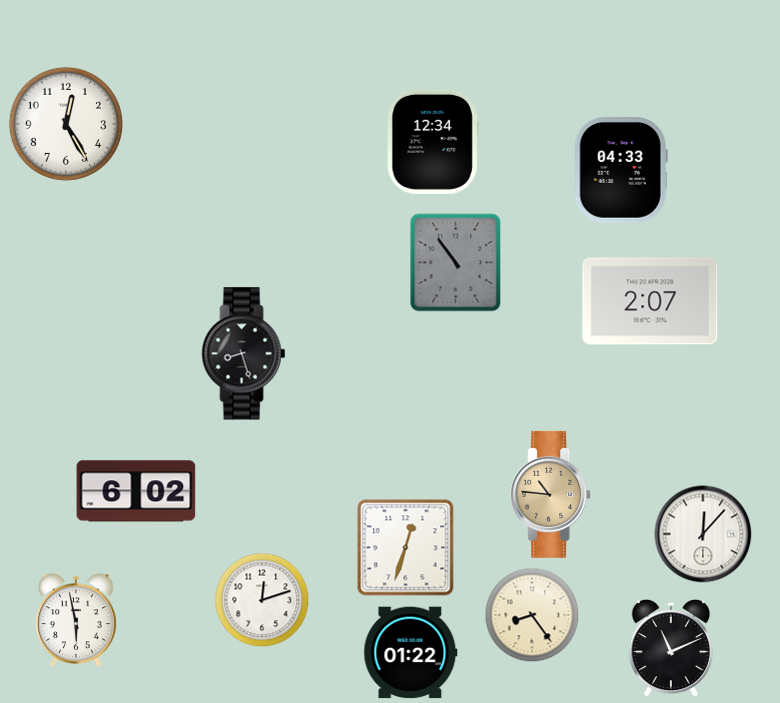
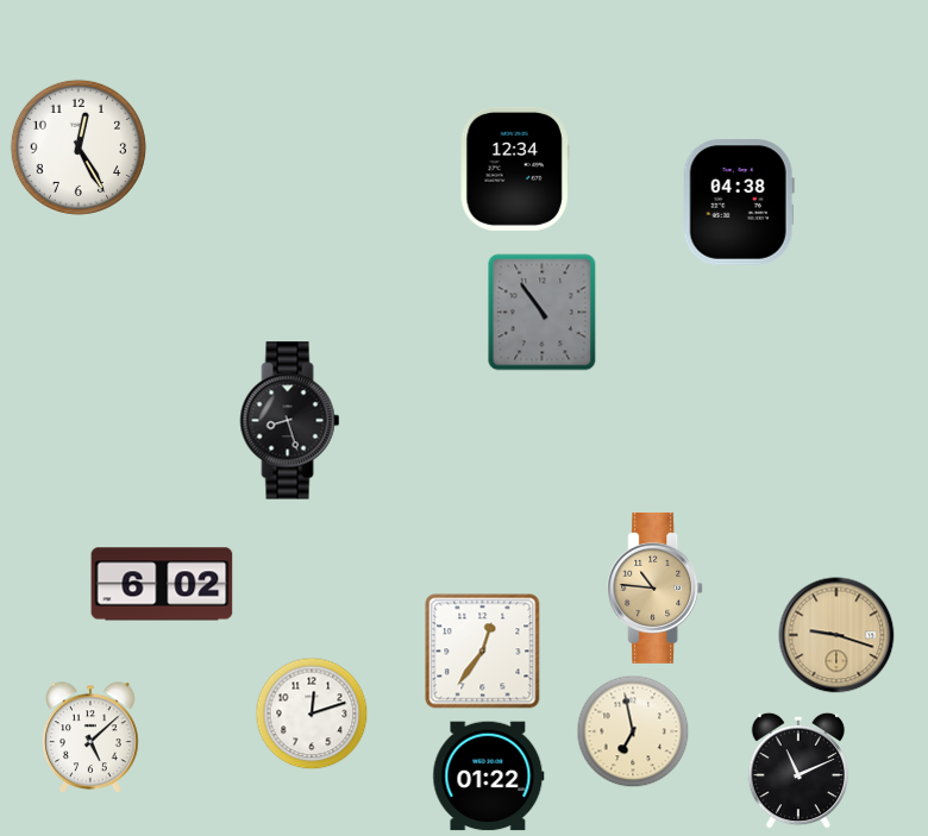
clock at (621, 171): 04:33 -> 04:38
clock at (650, 301): 2:07 -> none
clock at (703, 534): 12:07 -> 9:18
clock at (703, 534) dial: white -> champagne
clock at (406, 548): 12:33 -> 12:36
clock at (532, 615): 8:24 -> 6:58
clock at (76, 621): 5:58 -> 5:08
